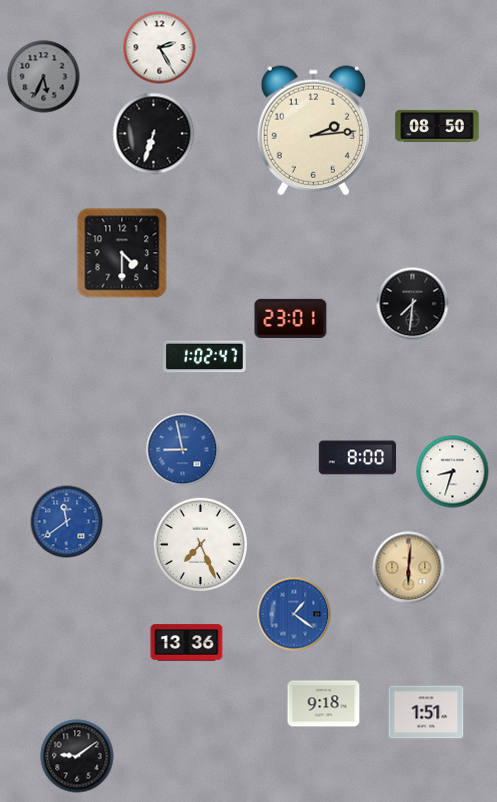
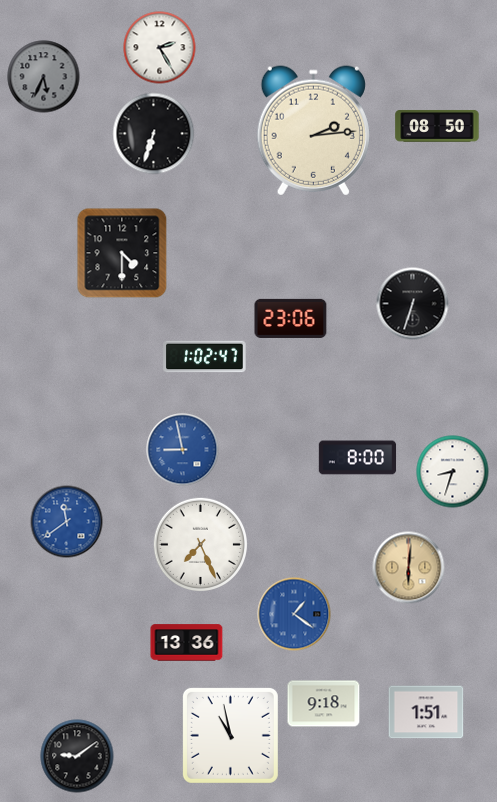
clock at (413, 304): 7:31 -> 6:33
clock at (291, 318): 23:01 -> 23:06
clock at (230, 735): none -> 10:58
